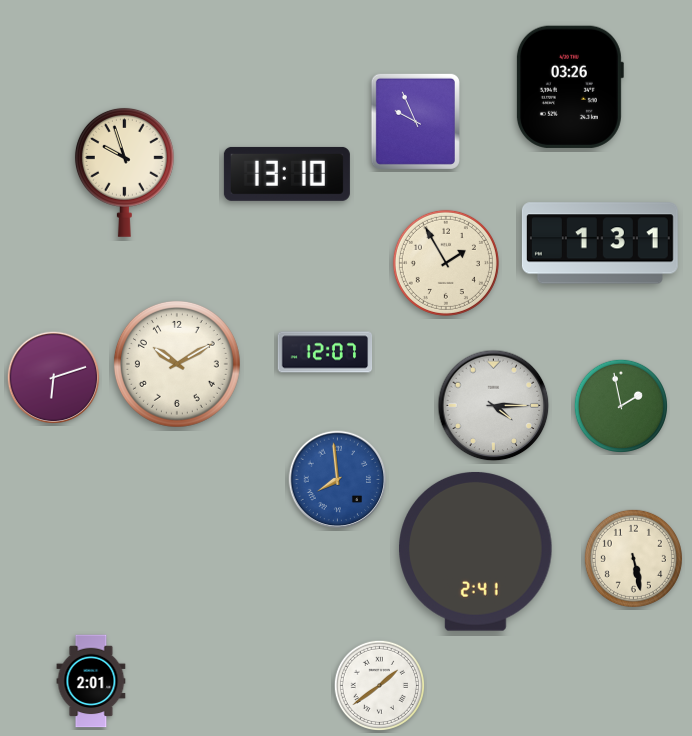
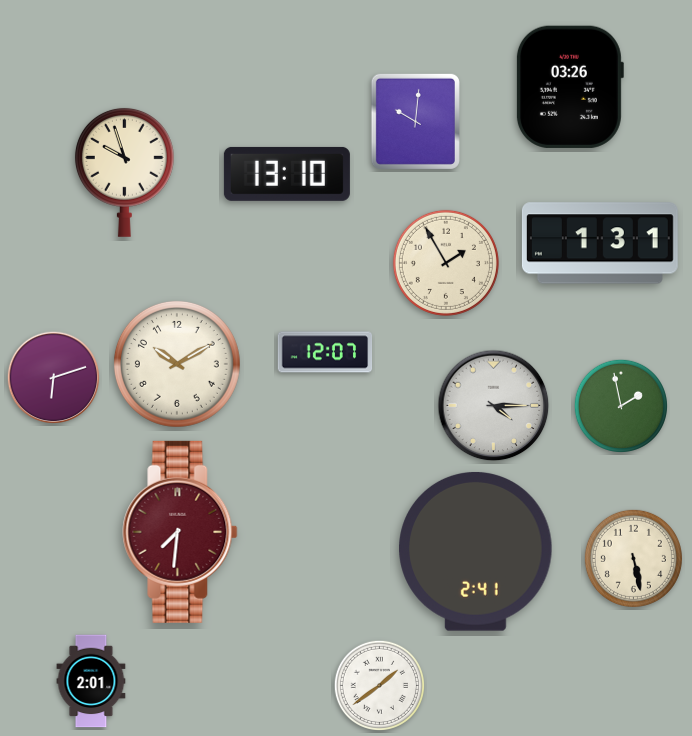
clock at (415, 121): 9:56 -> 10:01
clock at (338, 480): 7:59 -> none
clock at (180, 532): none -> 7:31
